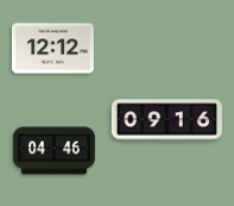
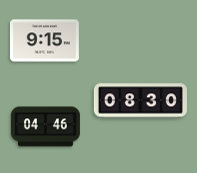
clock at (52, 49): 12:12 -> 9:15
clock at (166, 120): 09:16 -> 08:30
